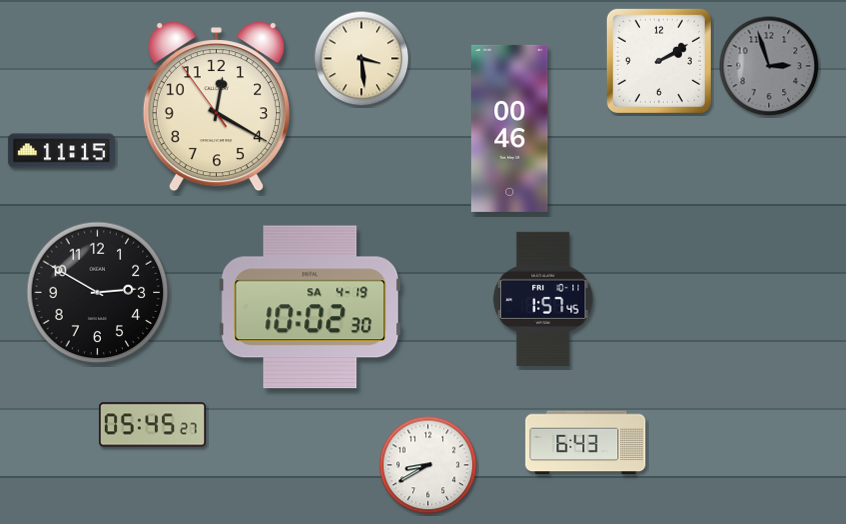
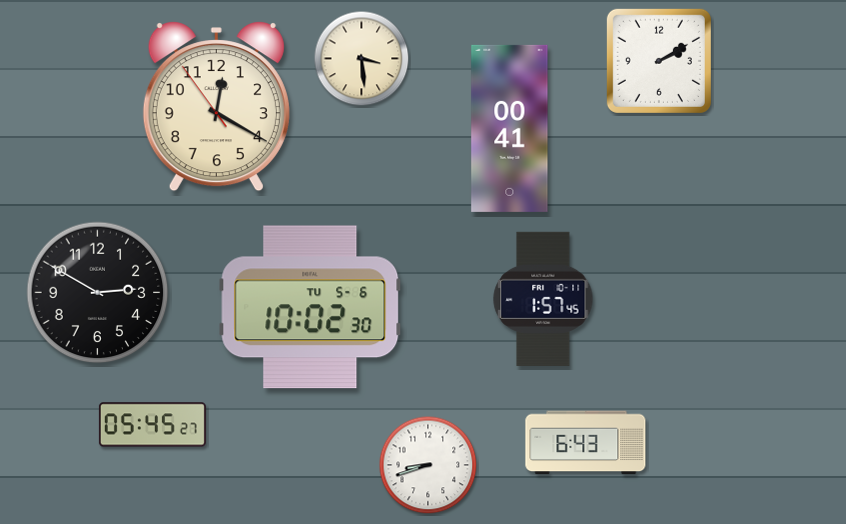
clock at (769, 66): 2:57 -> none
clock at (510, 128): 00:46 -> 00:41
clock at (61, 151): 11:15 -> none
clock at (310, 307) date: SA 4-19 -> TU 5-6
clock at (428, 465): 8:40 -> 8:42
